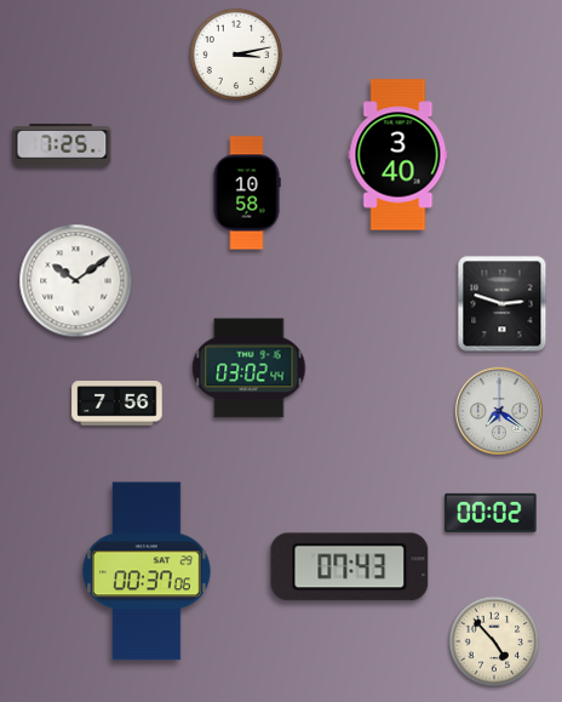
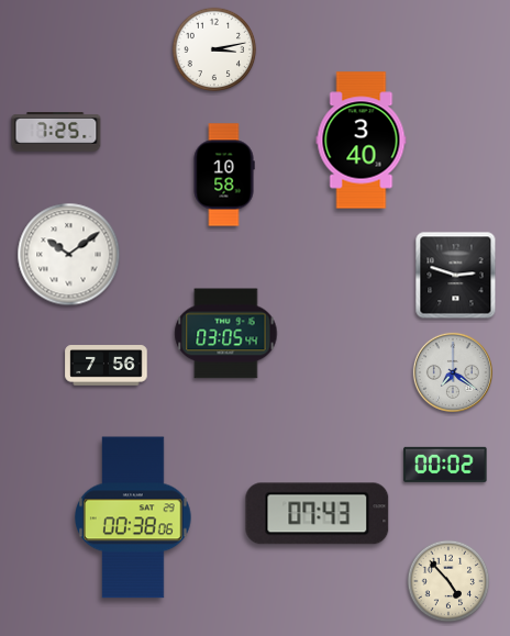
clock at (250, 369): 03:02 -> 03:05
clock at (148, 571): 00:37 -> 00:38
